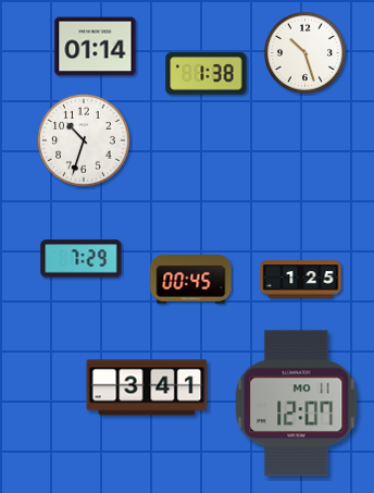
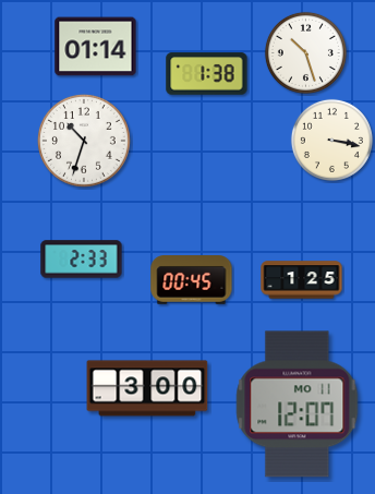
clock at (331, 140): none -> 3:17
clock at (82, 259): 7:29 -> 2:33
clock at (147, 387): 3:41 -> 3:00
